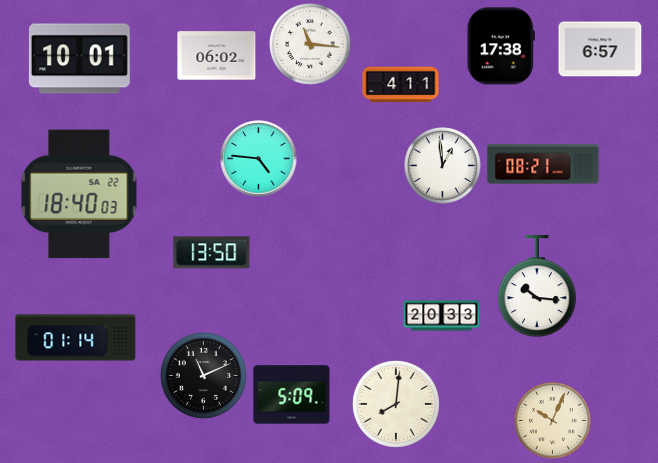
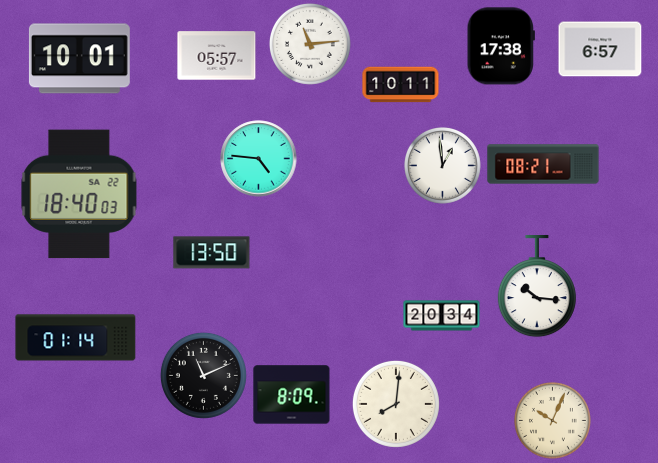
clock at (310, 44): 11:16 -> 11:14
clock at (217, 56): 06:02 -> 05:57
clock at (401, 85): 4:11 -> 10:11
clock at (442, 316): 20:33 -> 20:34
clock at (292, 395): 5:09 -> 8:09
